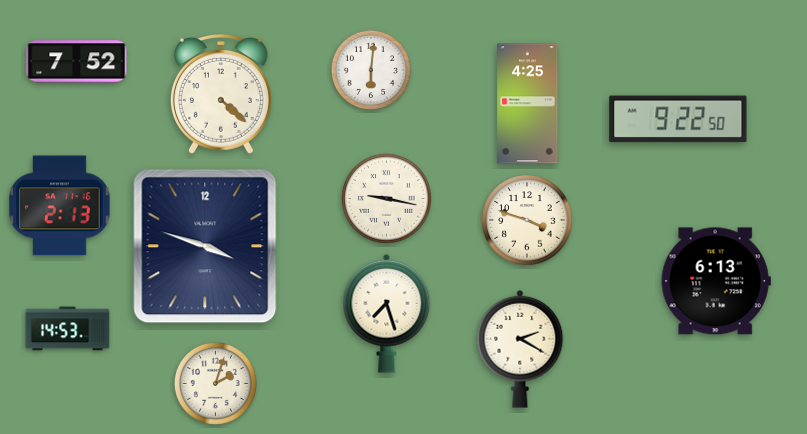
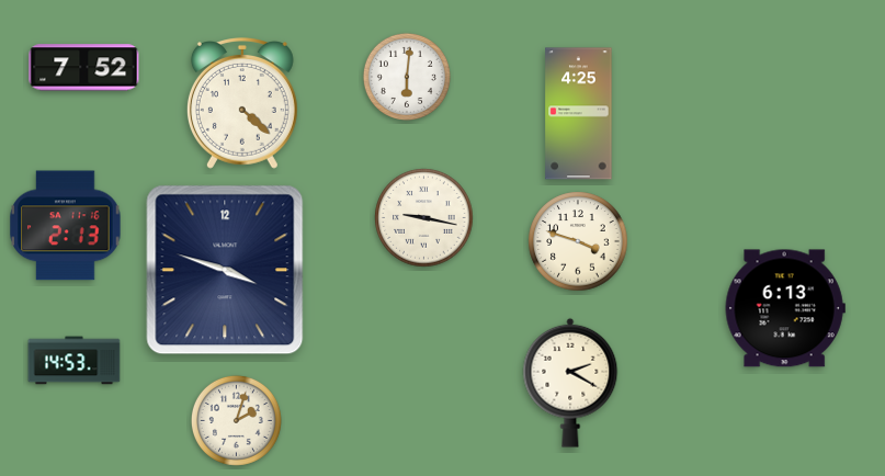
clock at (678, 119): 9:22 -> none
clock at (387, 313): 7:27 -> none
